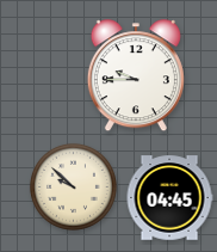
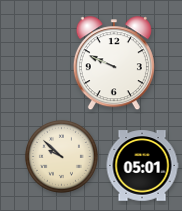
clock at (136, 76): 9:45 -> 9:49
clock at (169, 198): 04:45 -> 05:01
